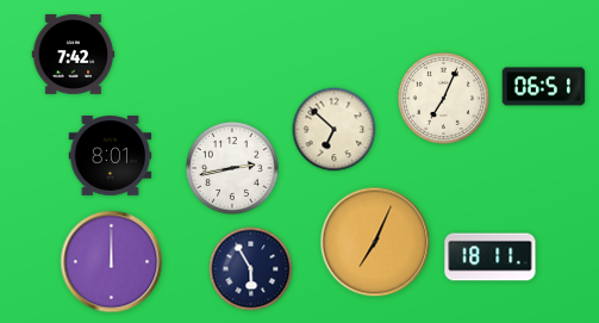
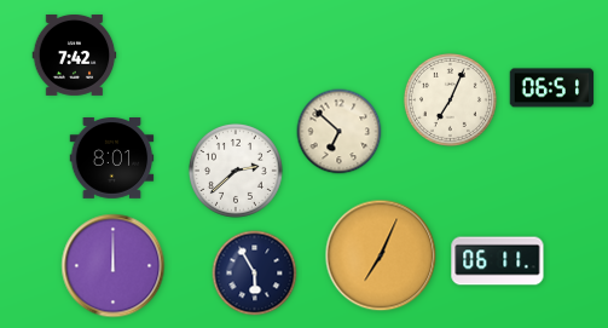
clock at (232, 168): 2:43 -> 2:38
clock at (375, 242) position: (375, 242) -> (381, 255)
clock at (491, 257): 18:11 -> 06:11
